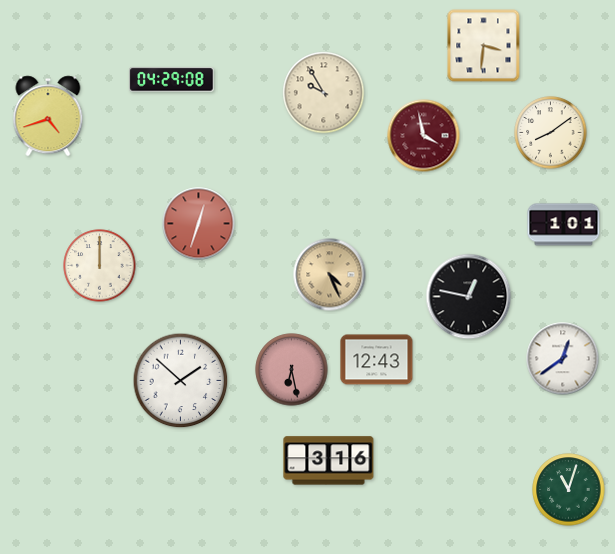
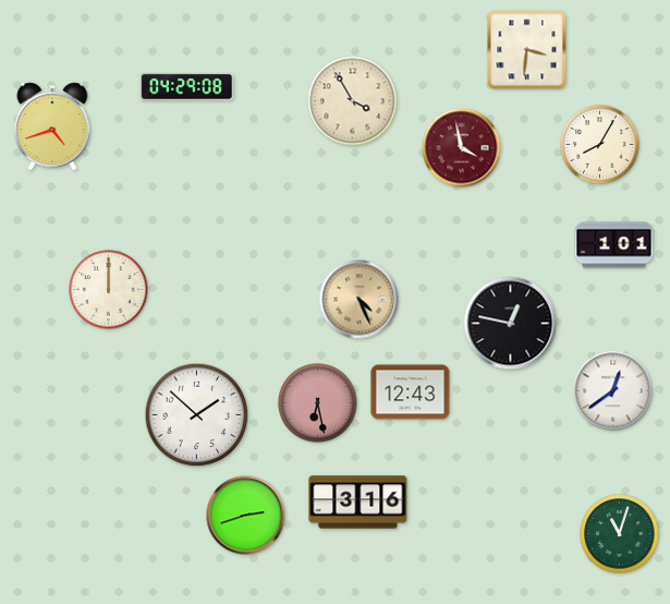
clock at (324, 93): 9:55 -> 3:55
clock at (551, 133): 8:09 -> 8:05
clock at (199, 224): 12:33 -> none
clock at (246, 516): none -> 2:42
